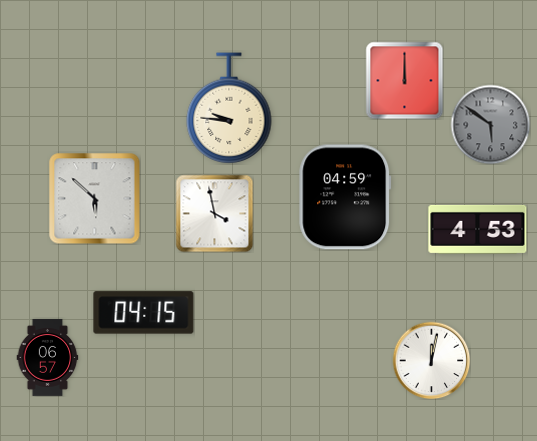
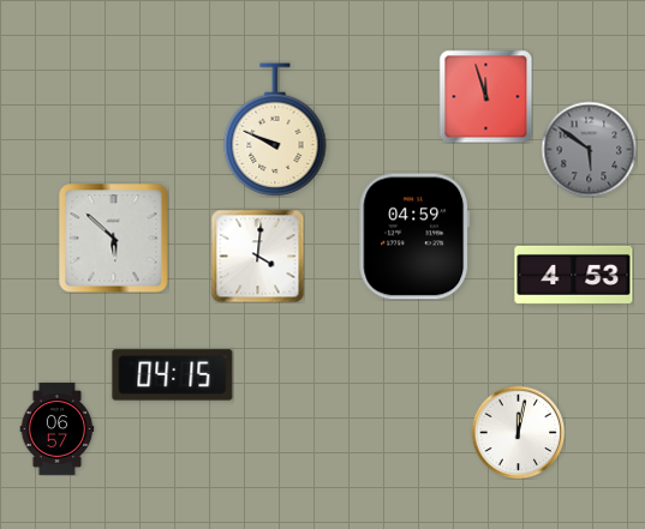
clock at (404, 80): 12:00 -> 11:57
clock at (229, 108): 9:46 -> 9:49
clock at (214, 213): 3:58 -> 4:01
